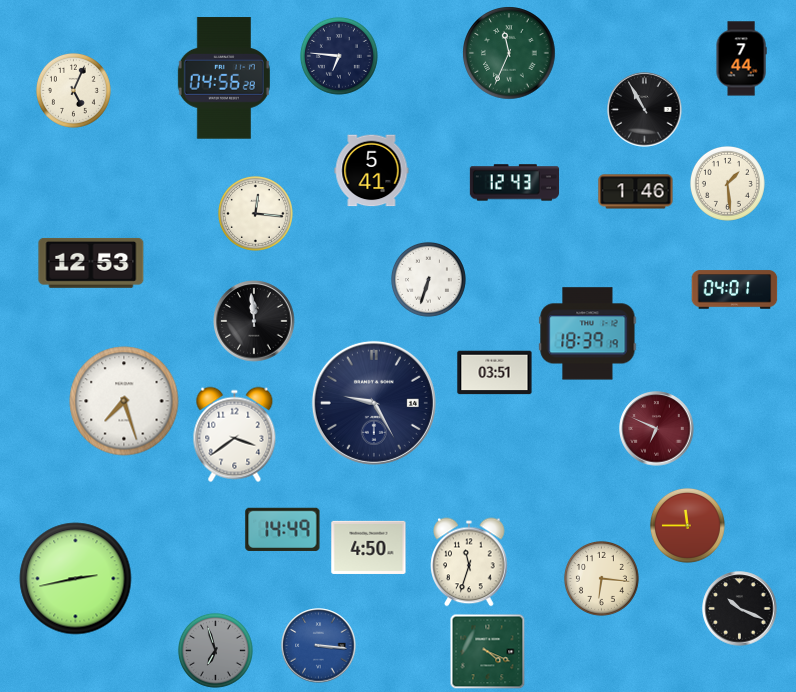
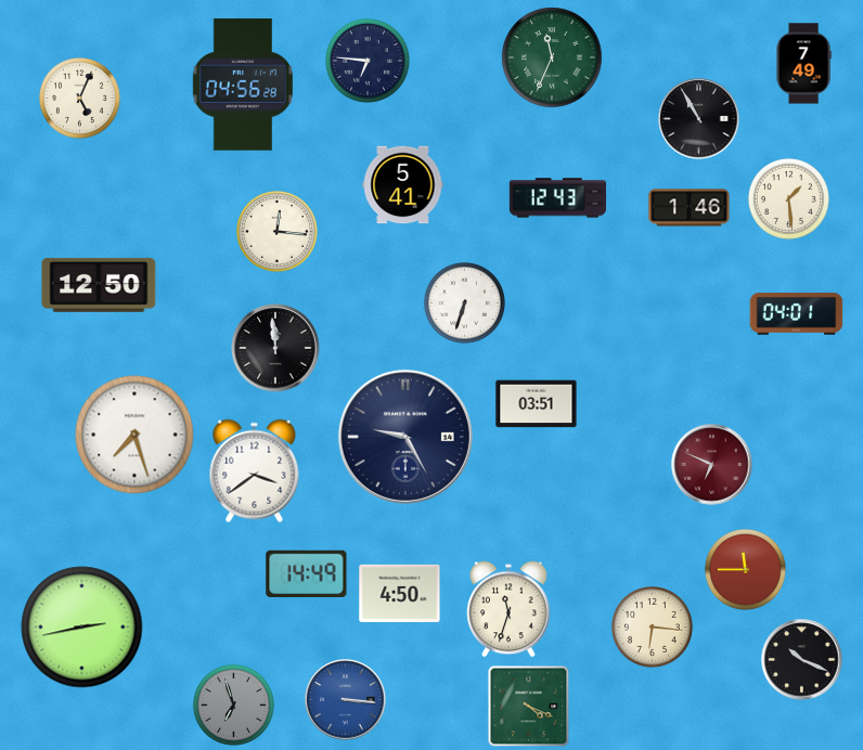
clock at (741, 59): 7:44 -> 7:49
clock at (91, 263): 12:53 -> 12:50
clock at (588, 334): 18:39 -> none
